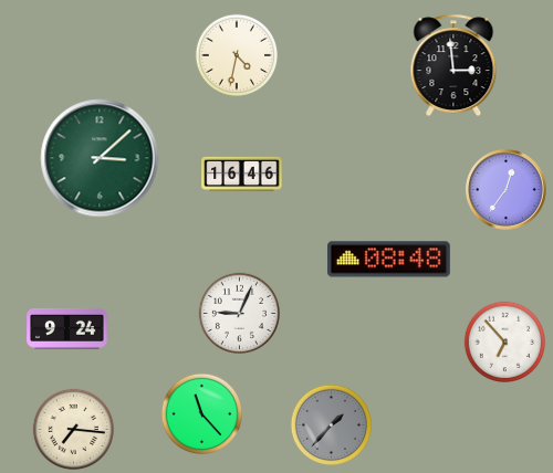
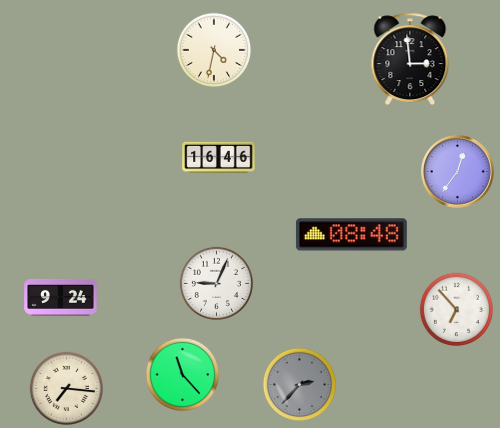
clock at (100, 158): 3:08 -> none
clock at (331, 424): 1:37 -> 2:37
